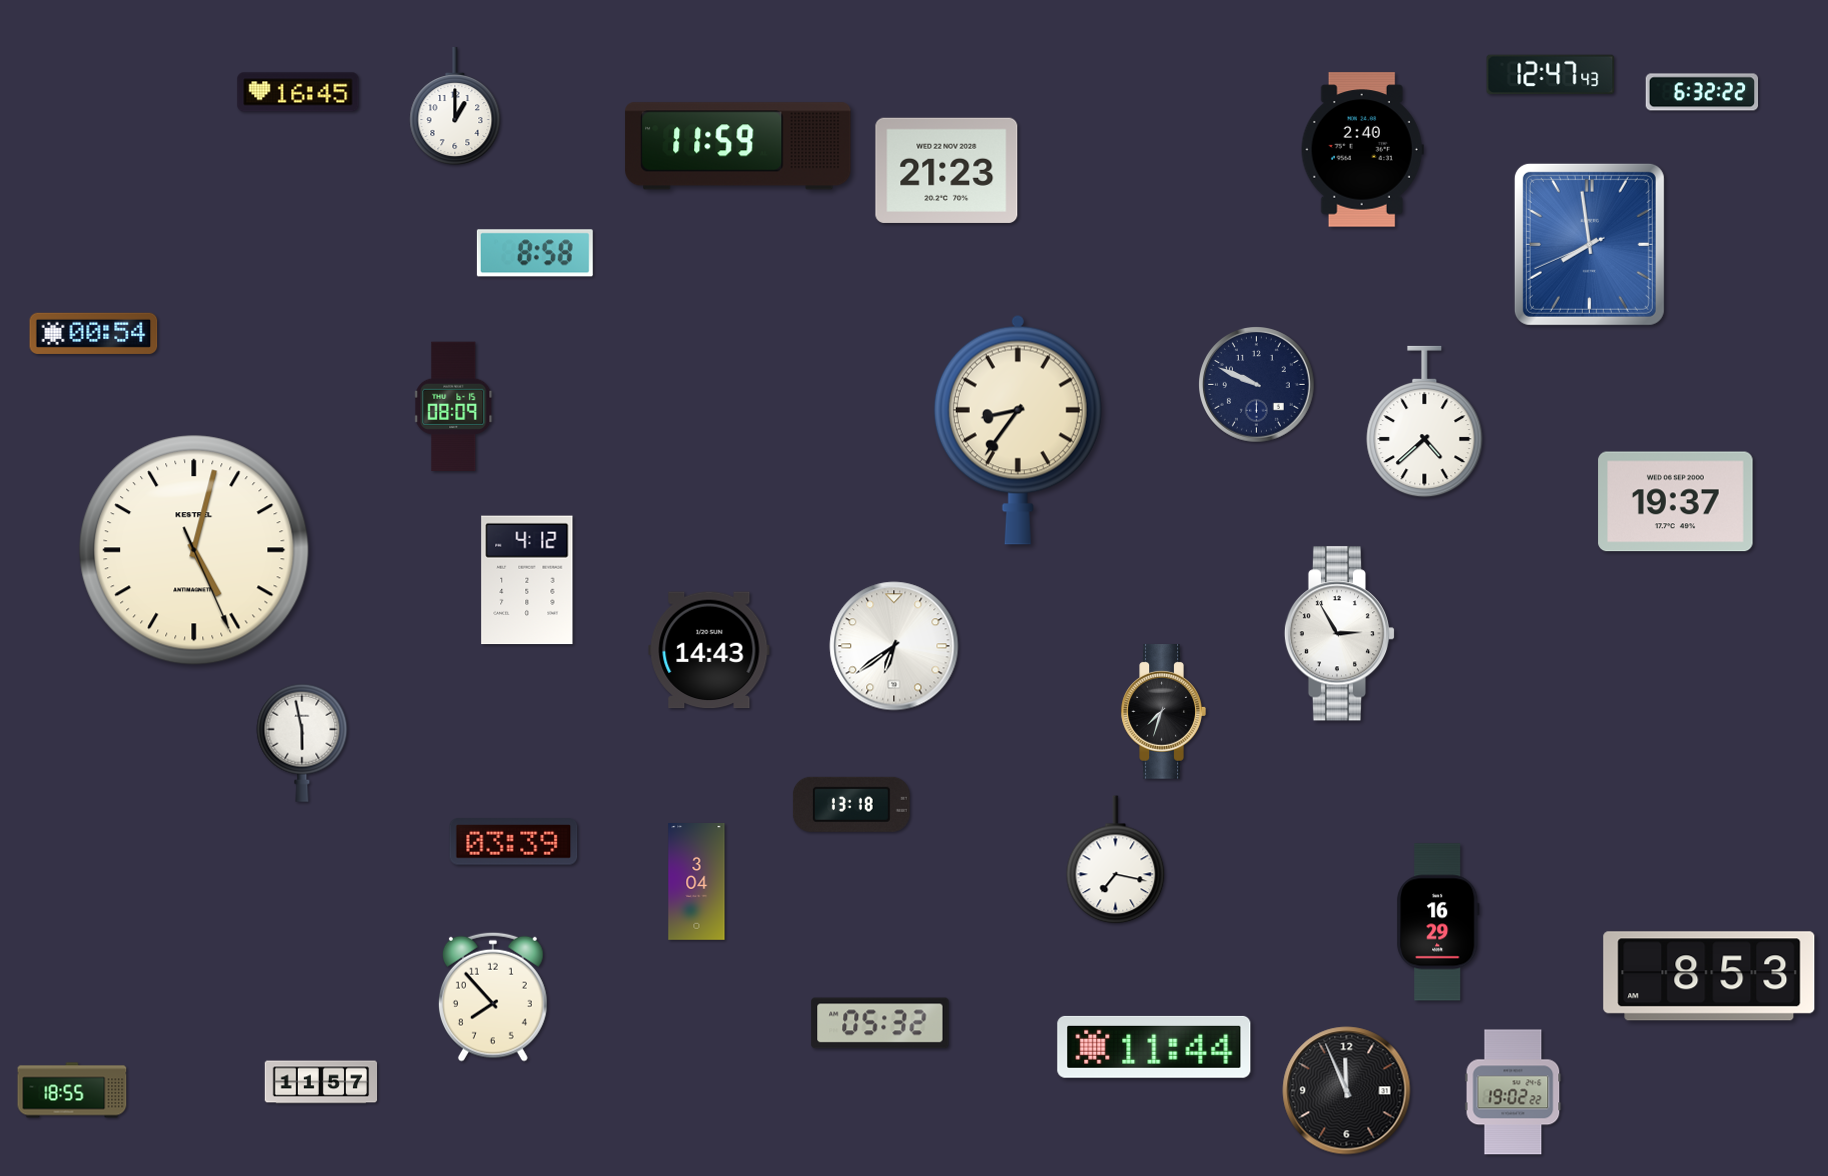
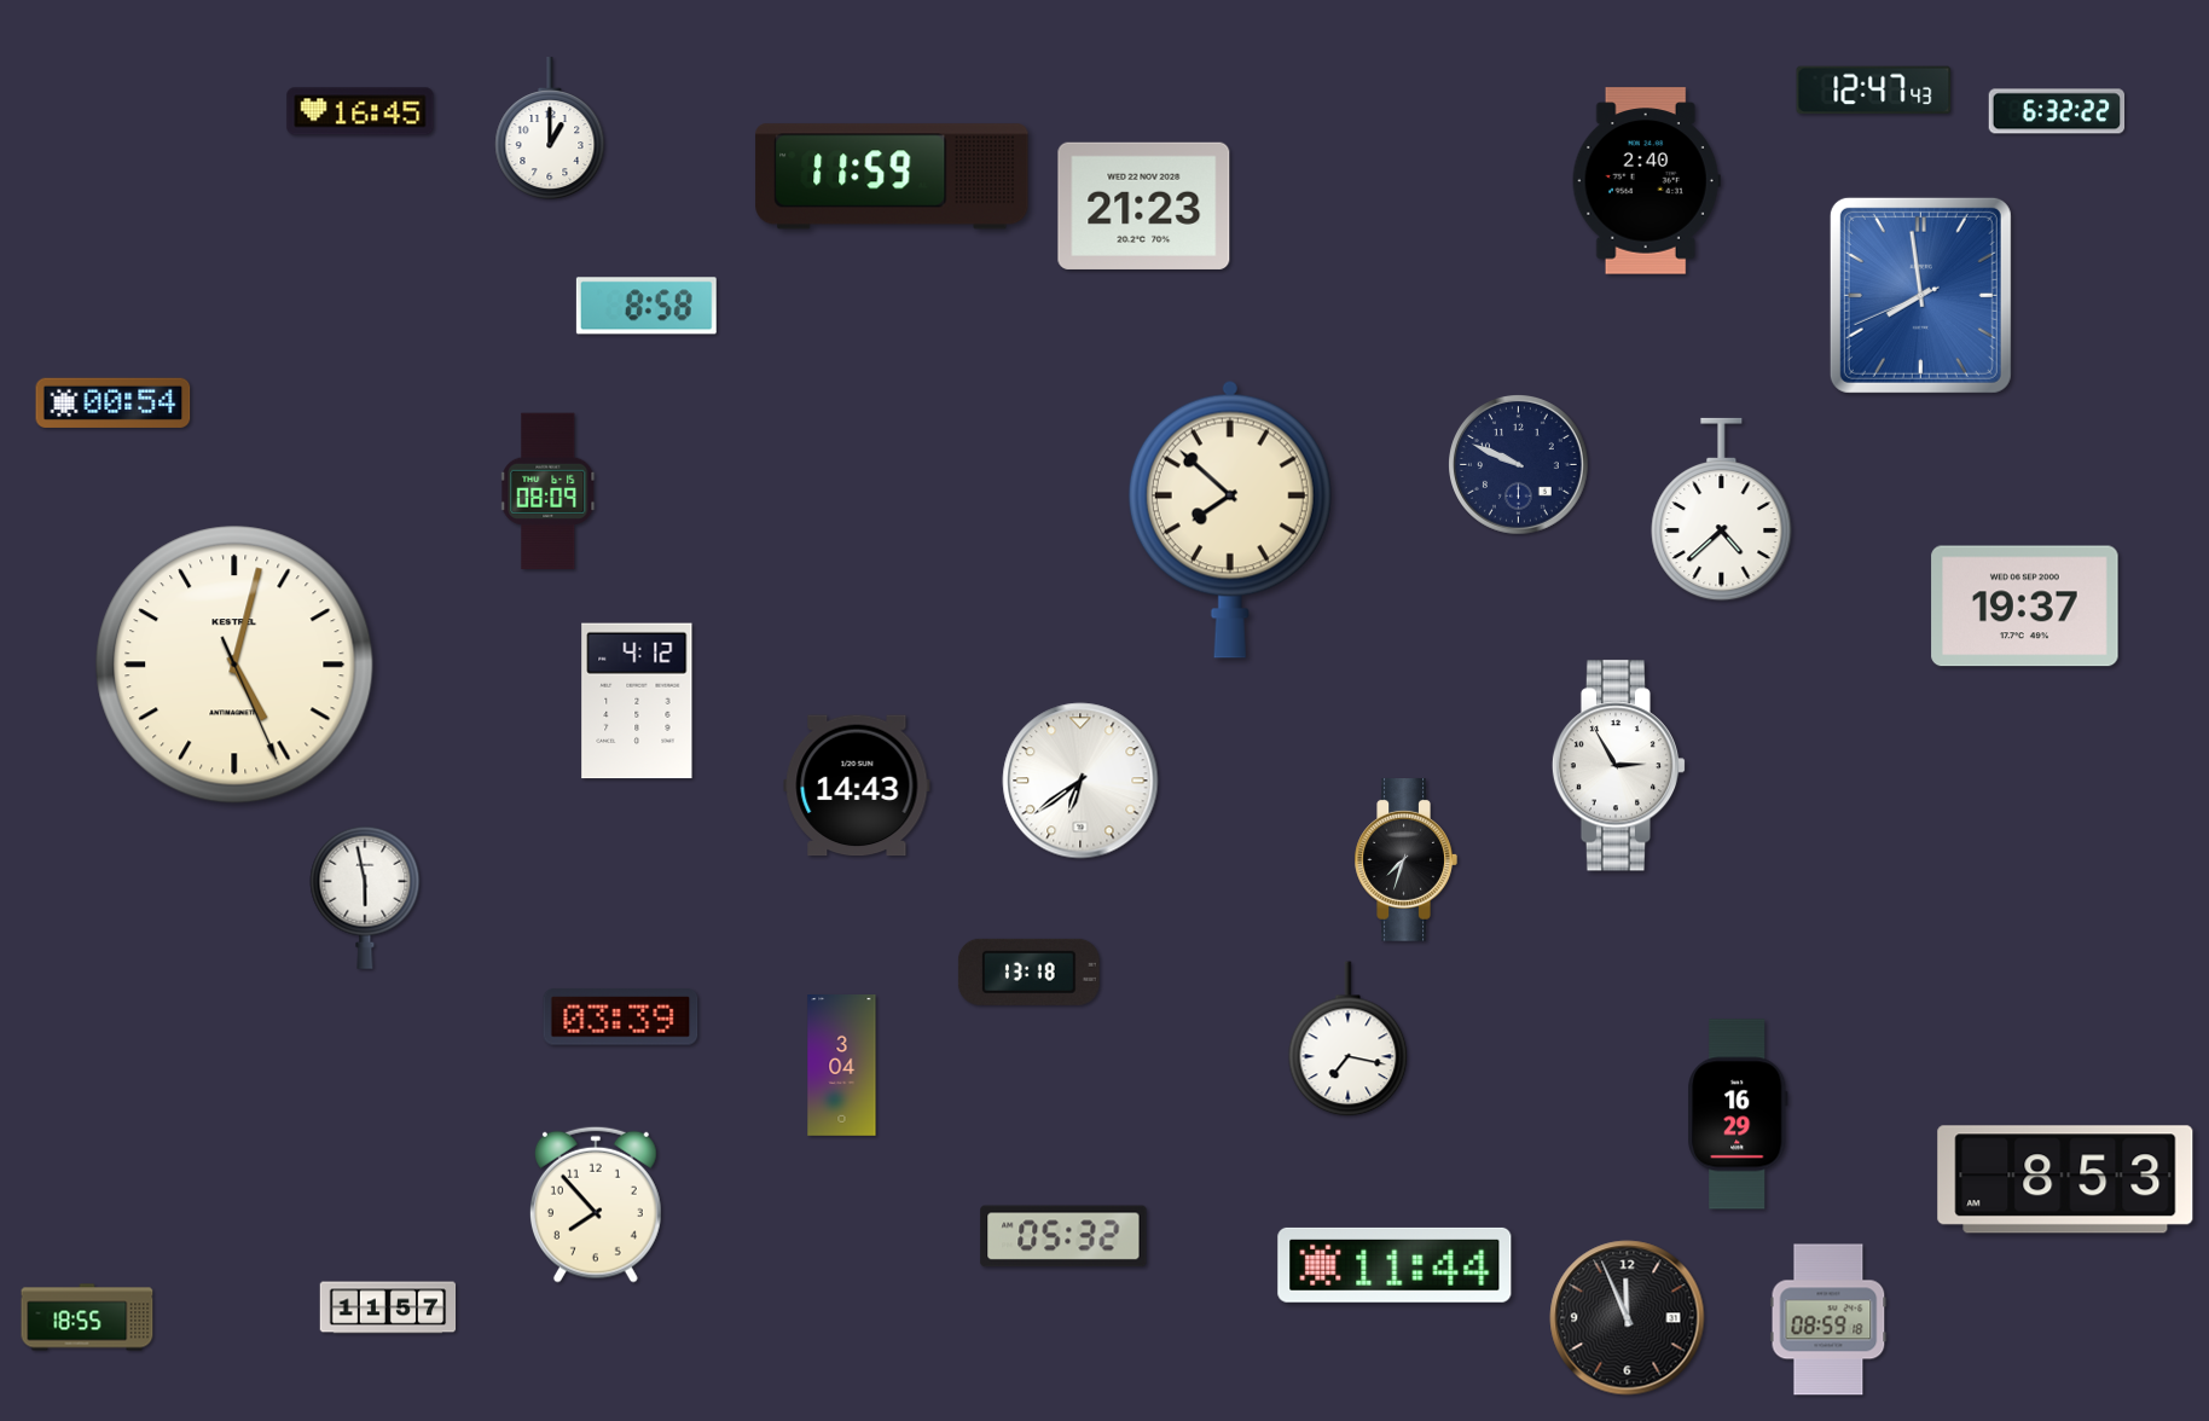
clock at (1018, 430): 8:36 -> 7:52
clock at (1513, 1092): 19:02 -> 08:59
